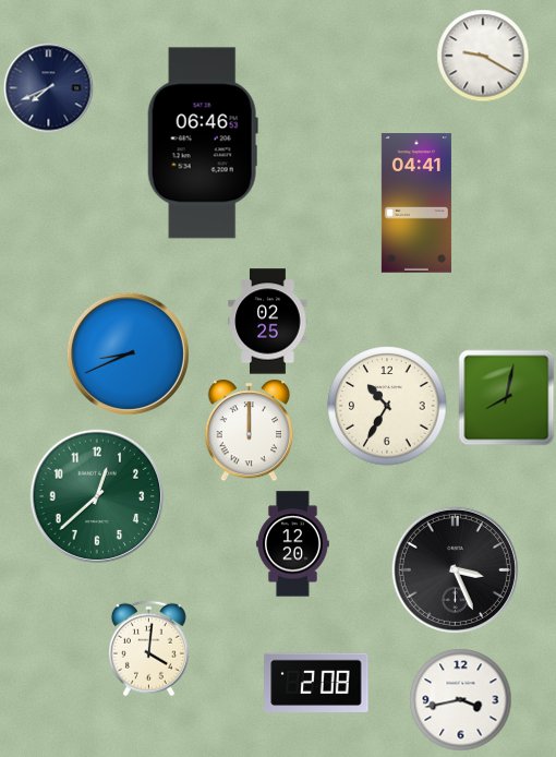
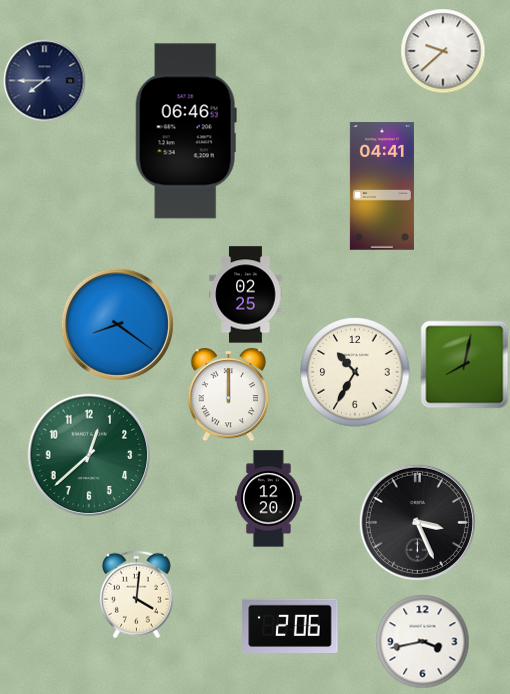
clock at (483, 56): 9:20 -> 9:38
clock at (49, 88): 7:41 -> 7:45
clock at (128, 353): 8:41 -> 8:21
clock at (316, 682): 2:08 -> 2:06
